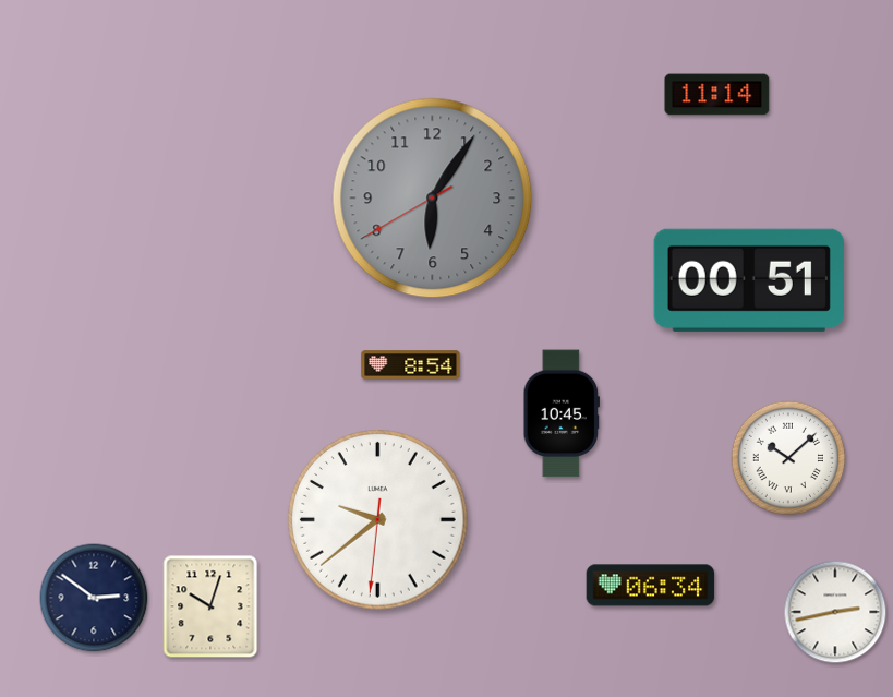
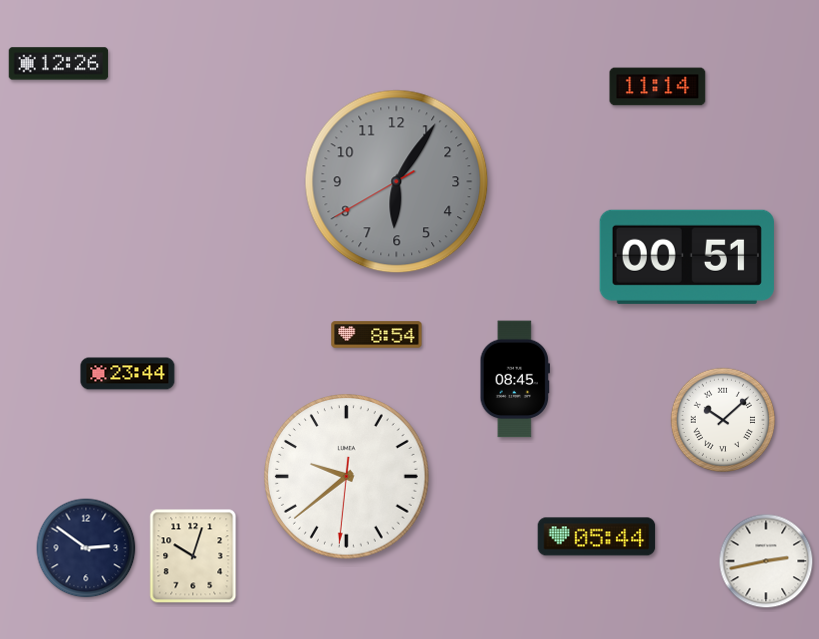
clock at (59, 64): none -> 12:26
clock at (128, 374): none -> 23:44
clock at (560, 413): 10:45 -> 08:45
clock at (651, 586): 06:34 -> 05:44
